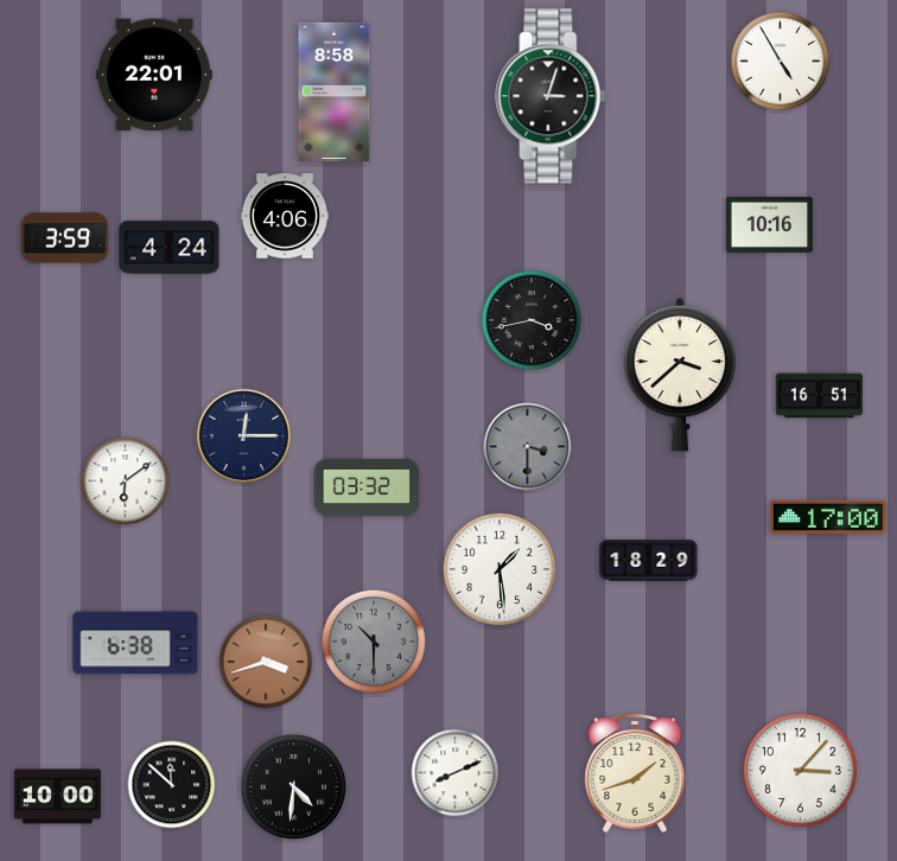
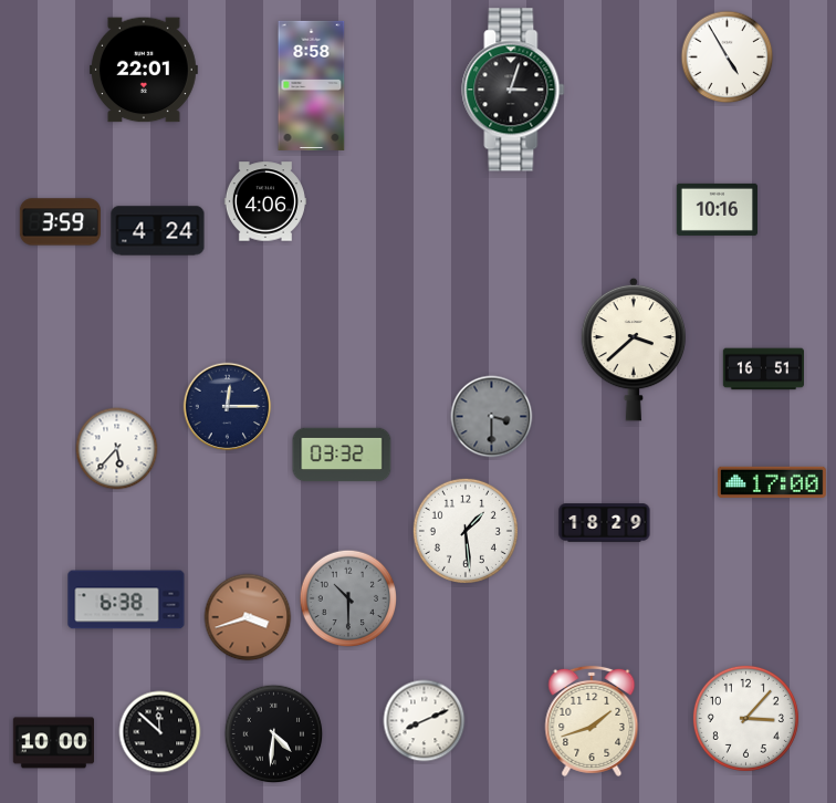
clock at (532, 320): 3:43 -> none
clock at (126, 481): 6:09 -> 5:37
